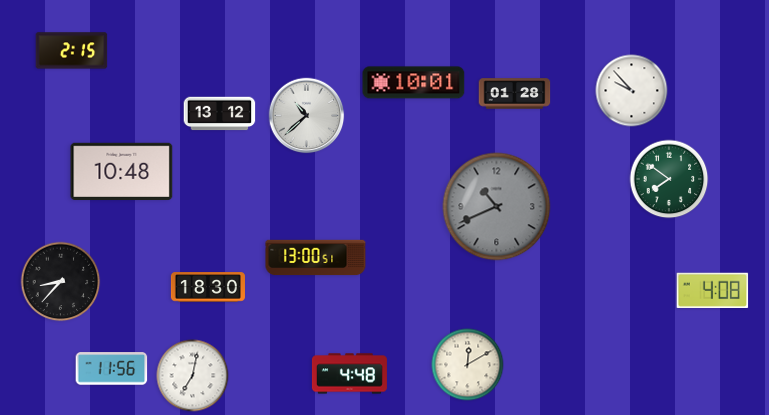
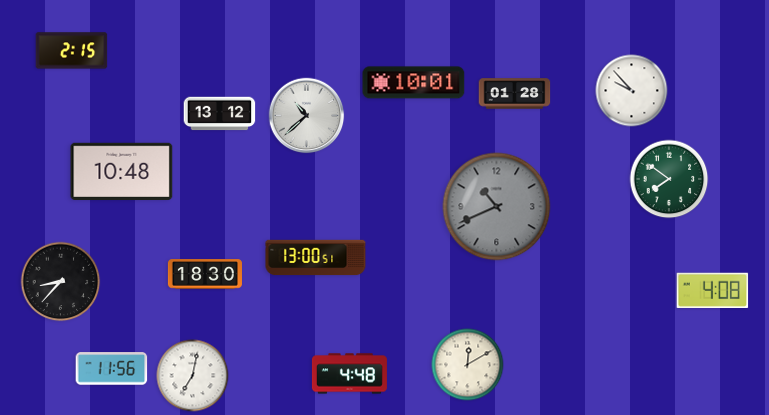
clock at (208, 287) position: (208, 287) -> (205, 274)
